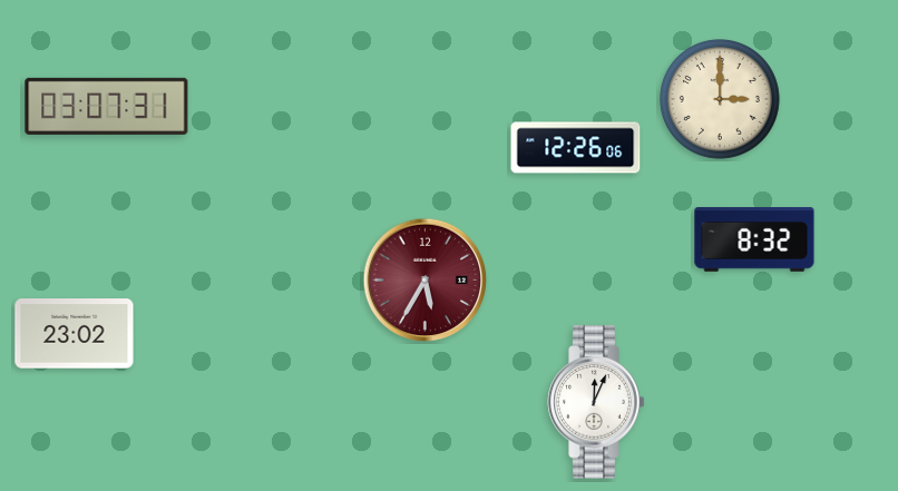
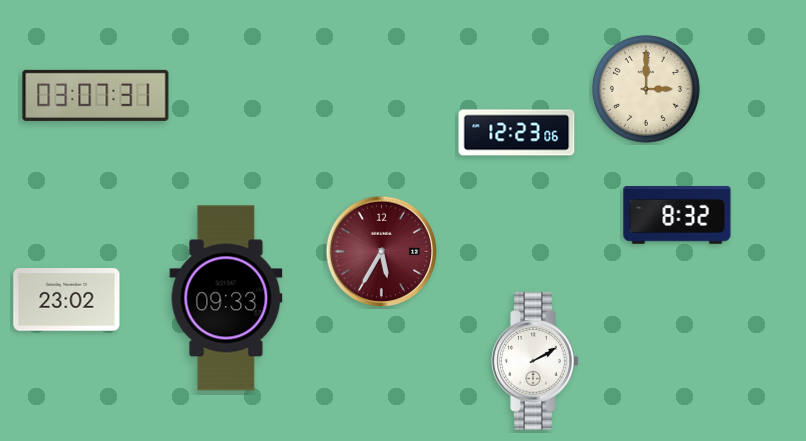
clock at (576, 148): 12:26 -> 12:23
clock at (226, 298): none -> 09:33
clock at (596, 402): 12:04 -> 2:10
